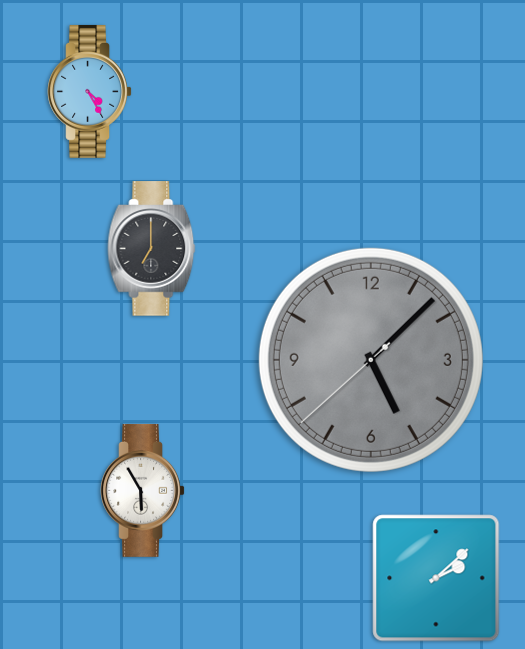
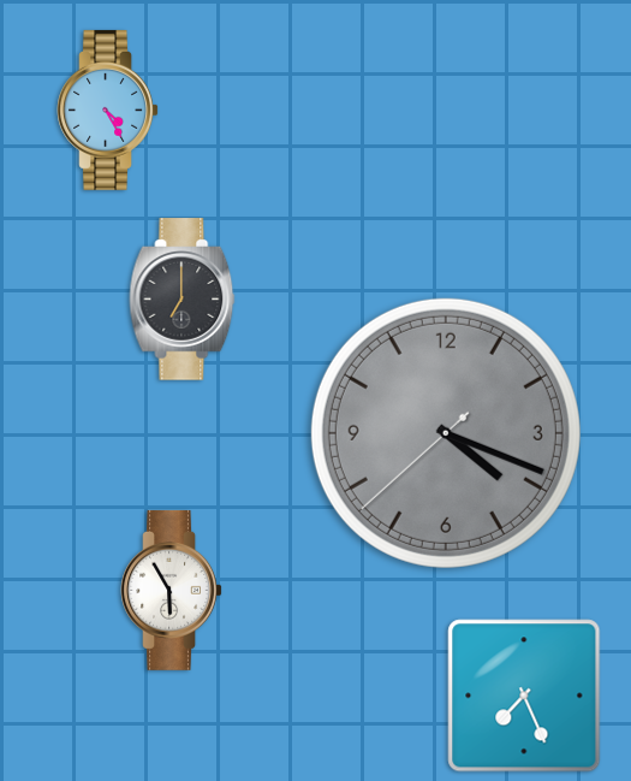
clock at (371, 360): 5:07 -> 4:18
clock at (436, 578): 2:08 -> 7:26
